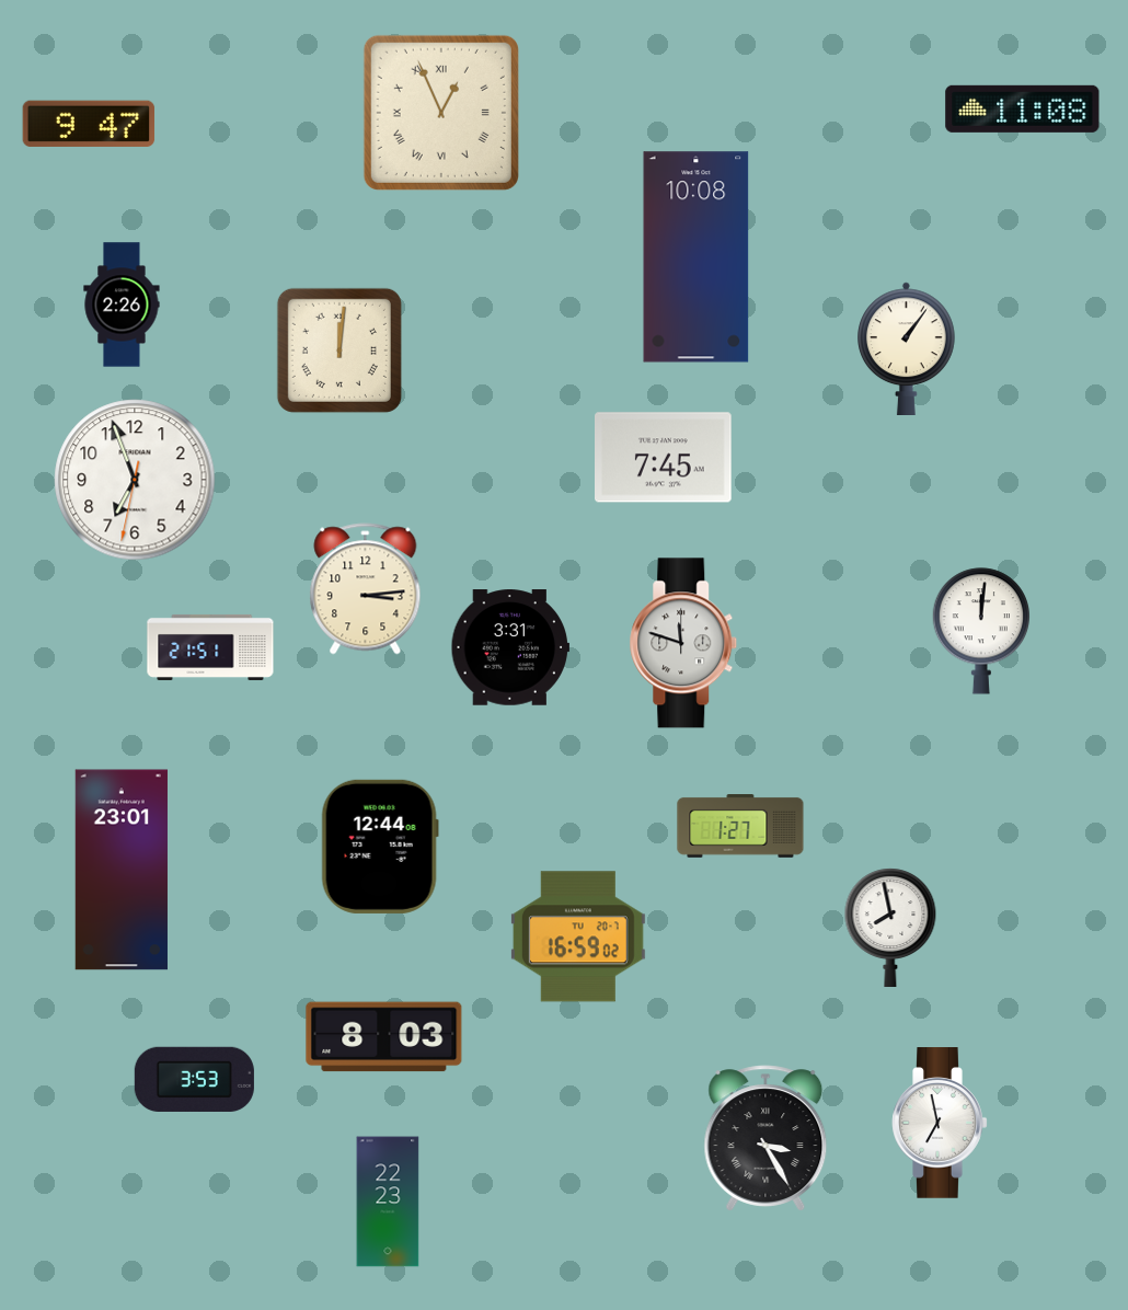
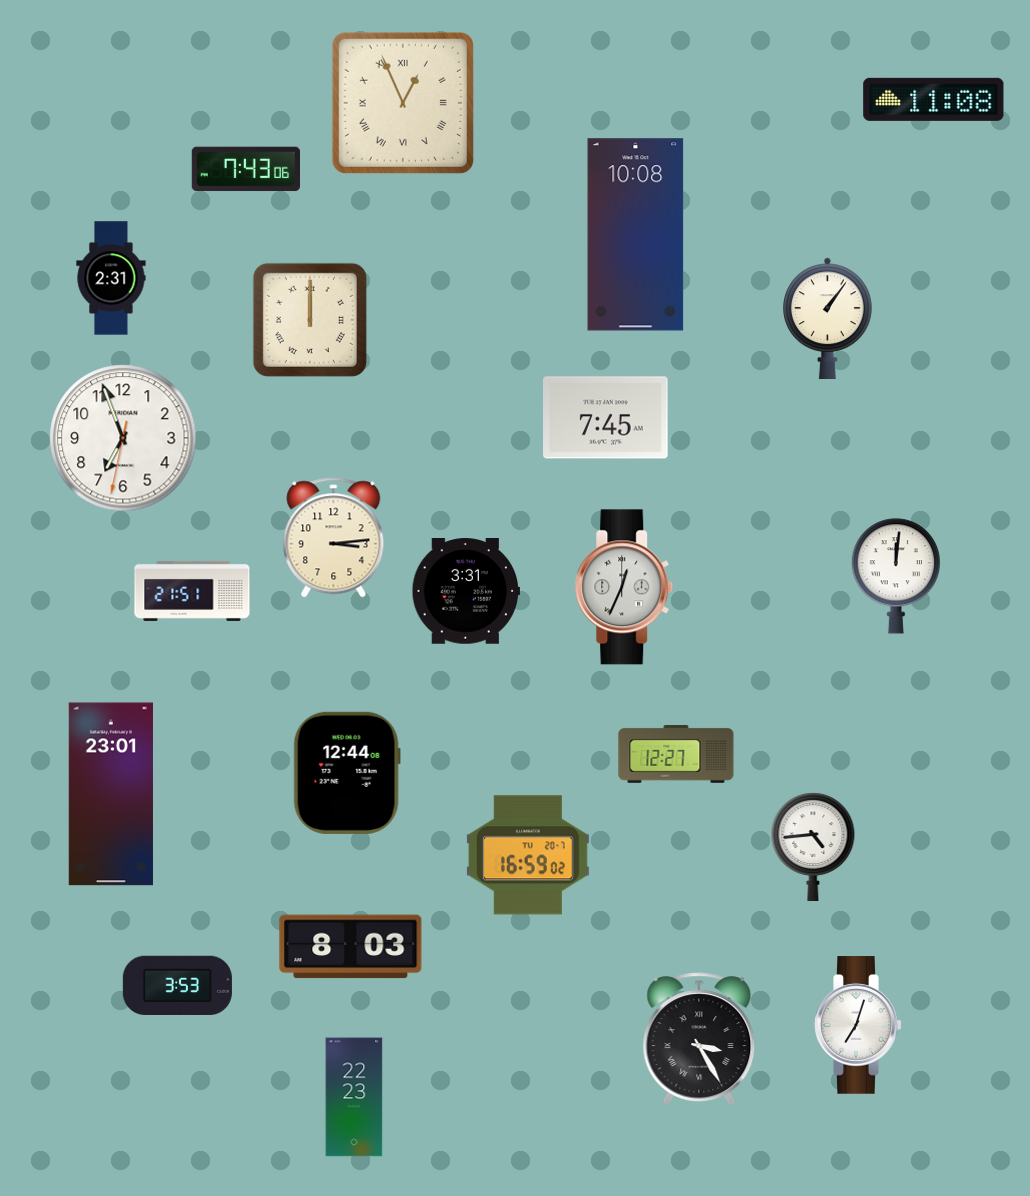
clock at (89, 123): 9:47 -> none
clock at (245, 169): none -> 7:43
clock at (122, 304): 2:26 -> 2:31
clock at (339, 351): 12:01 -> 12:00
clock at (683, 643): 11:48 -> 12:34
clock at (740, 827): 1:27 -> 12:27
clock at (890, 927): 7:58 -> 4:44
clock at (940, 1123): 6:58 -> 7:03
